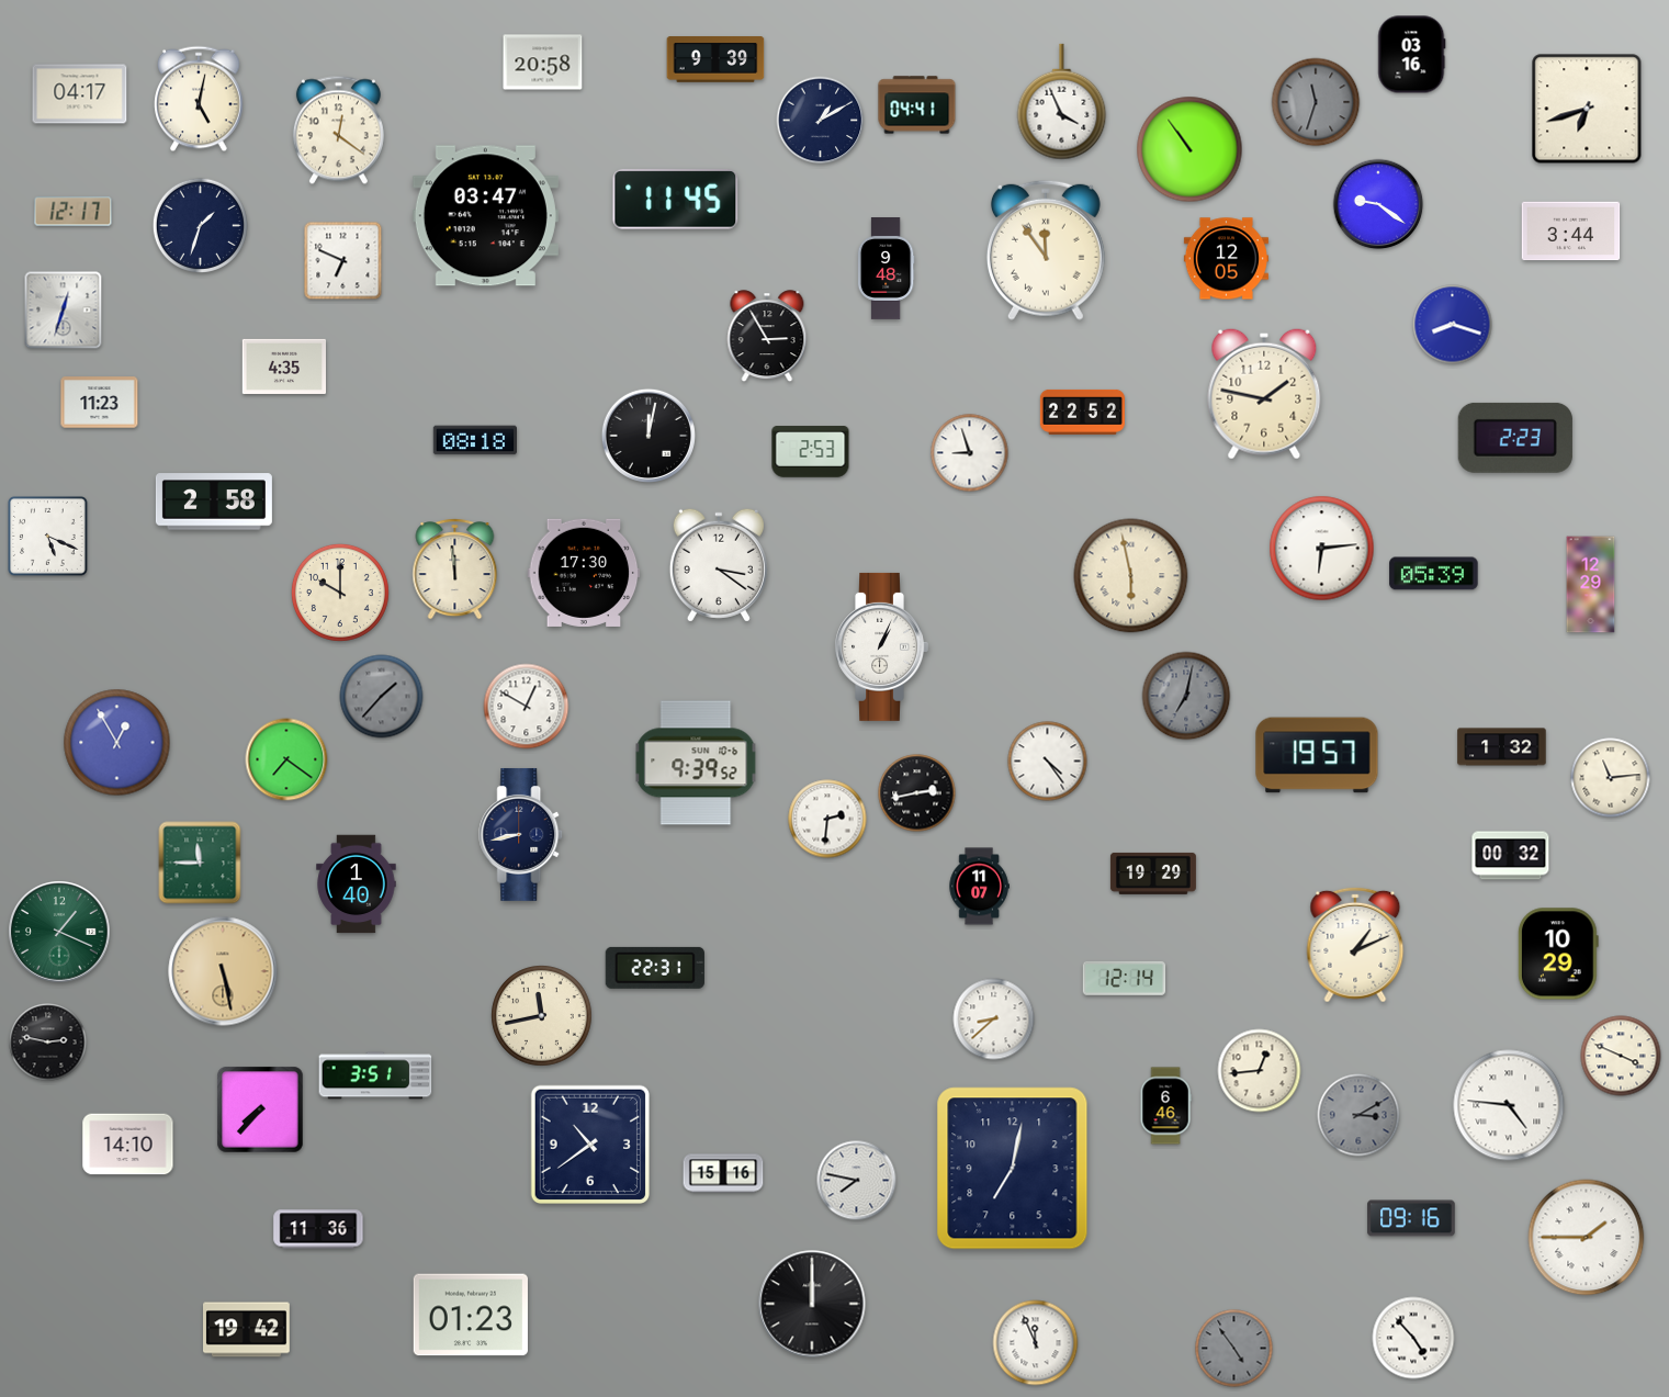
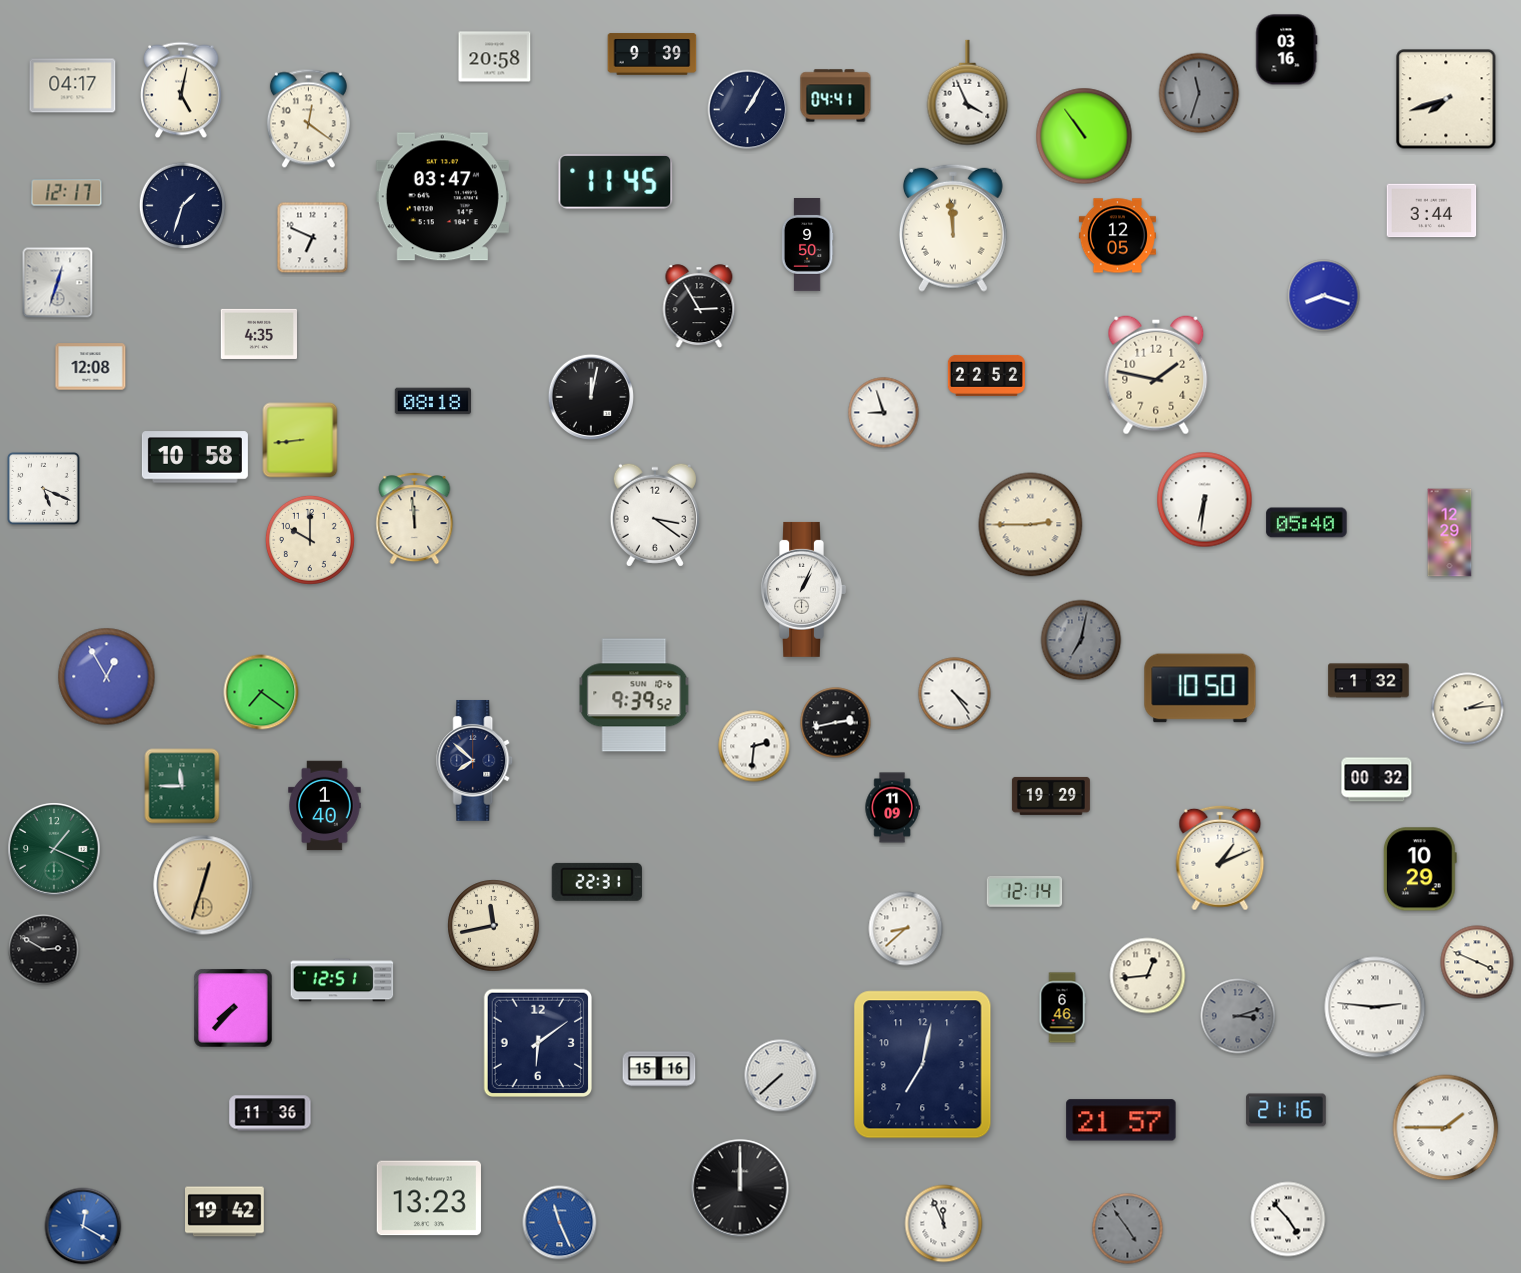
clock at (1587, 109): 6:42 -> 7:42
clock at (821, 121): 1:10 -> 1:05
clock at (1378, 204): 9:21 -> none
clock at (1046, 250): 11:54 -> 11:59
clock at (886, 269): 9:48 -> 9:50
clock at (1264, 394) position: (1264, 394) -> (1156, 375)
clock at (100, 403): 11:23 -> 12:08
clock at (1515, 438): 2:23 -> none
clock at (811, 452): 2:53 -> none
clock at (300, 440): none -> 8:44
clock at (214, 502): 2:58 -> 10:58
clock at (1322, 549): 6:14 -> 6:31
clock at (584, 573): 17:30 -> none
clock at (1434, 574): 05:39 -> 05:40
clock at (1131, 576): 5:58 -> 2:45
clock at (1186, 696) position: (1186, 696) -> (1081, 640)
clock at (382, 697): 1:37 -> none
clock at (527, 707): 12:50 -> none
clock at (1317, 755): 19:57 -> 10:50
clock at (1611, 778): 11:14 -> 2:14
clock at (521, 834): 8:43 -> 7:52
clock at (979, 887): 11:07 -> 11:09
clock at (1355, 945) position: (1355, 945) -> (1220, 858)
clock at (223, 971): 5:28 -> 12:33
clock at (48, 1043): 2:47 -> 2:50
clock at (375, 1075): 3:51 -> 12:51
clock at (1509, 1105): 4:46 -> 2:46
clock at (260, 1109) position: (260, 1109) -> (233, 1008)
clock at (1358, 1115): 3:10 -> 3:12
clock at (589, 1143): 10:39 -> 6:09
clock at (128, 1145): 14:10 -> none
clock at (857, 1181): 7:47 -> 7:38
clock at (1411, 1218): 09:16 -> 21:16
clock at (318, 1229) position: (318, 1229) -> (270, 1113)
clock at (1121, 1120): none -> 21:57
clock at (471, 1315): 01:23 -> 13:23
clock at (560, 1223): none -> 11:26
clock at (83, 1226): none -> 12:20
clock at (1234, 1349) position: (1234, 1349) -> (1128, 1229)
